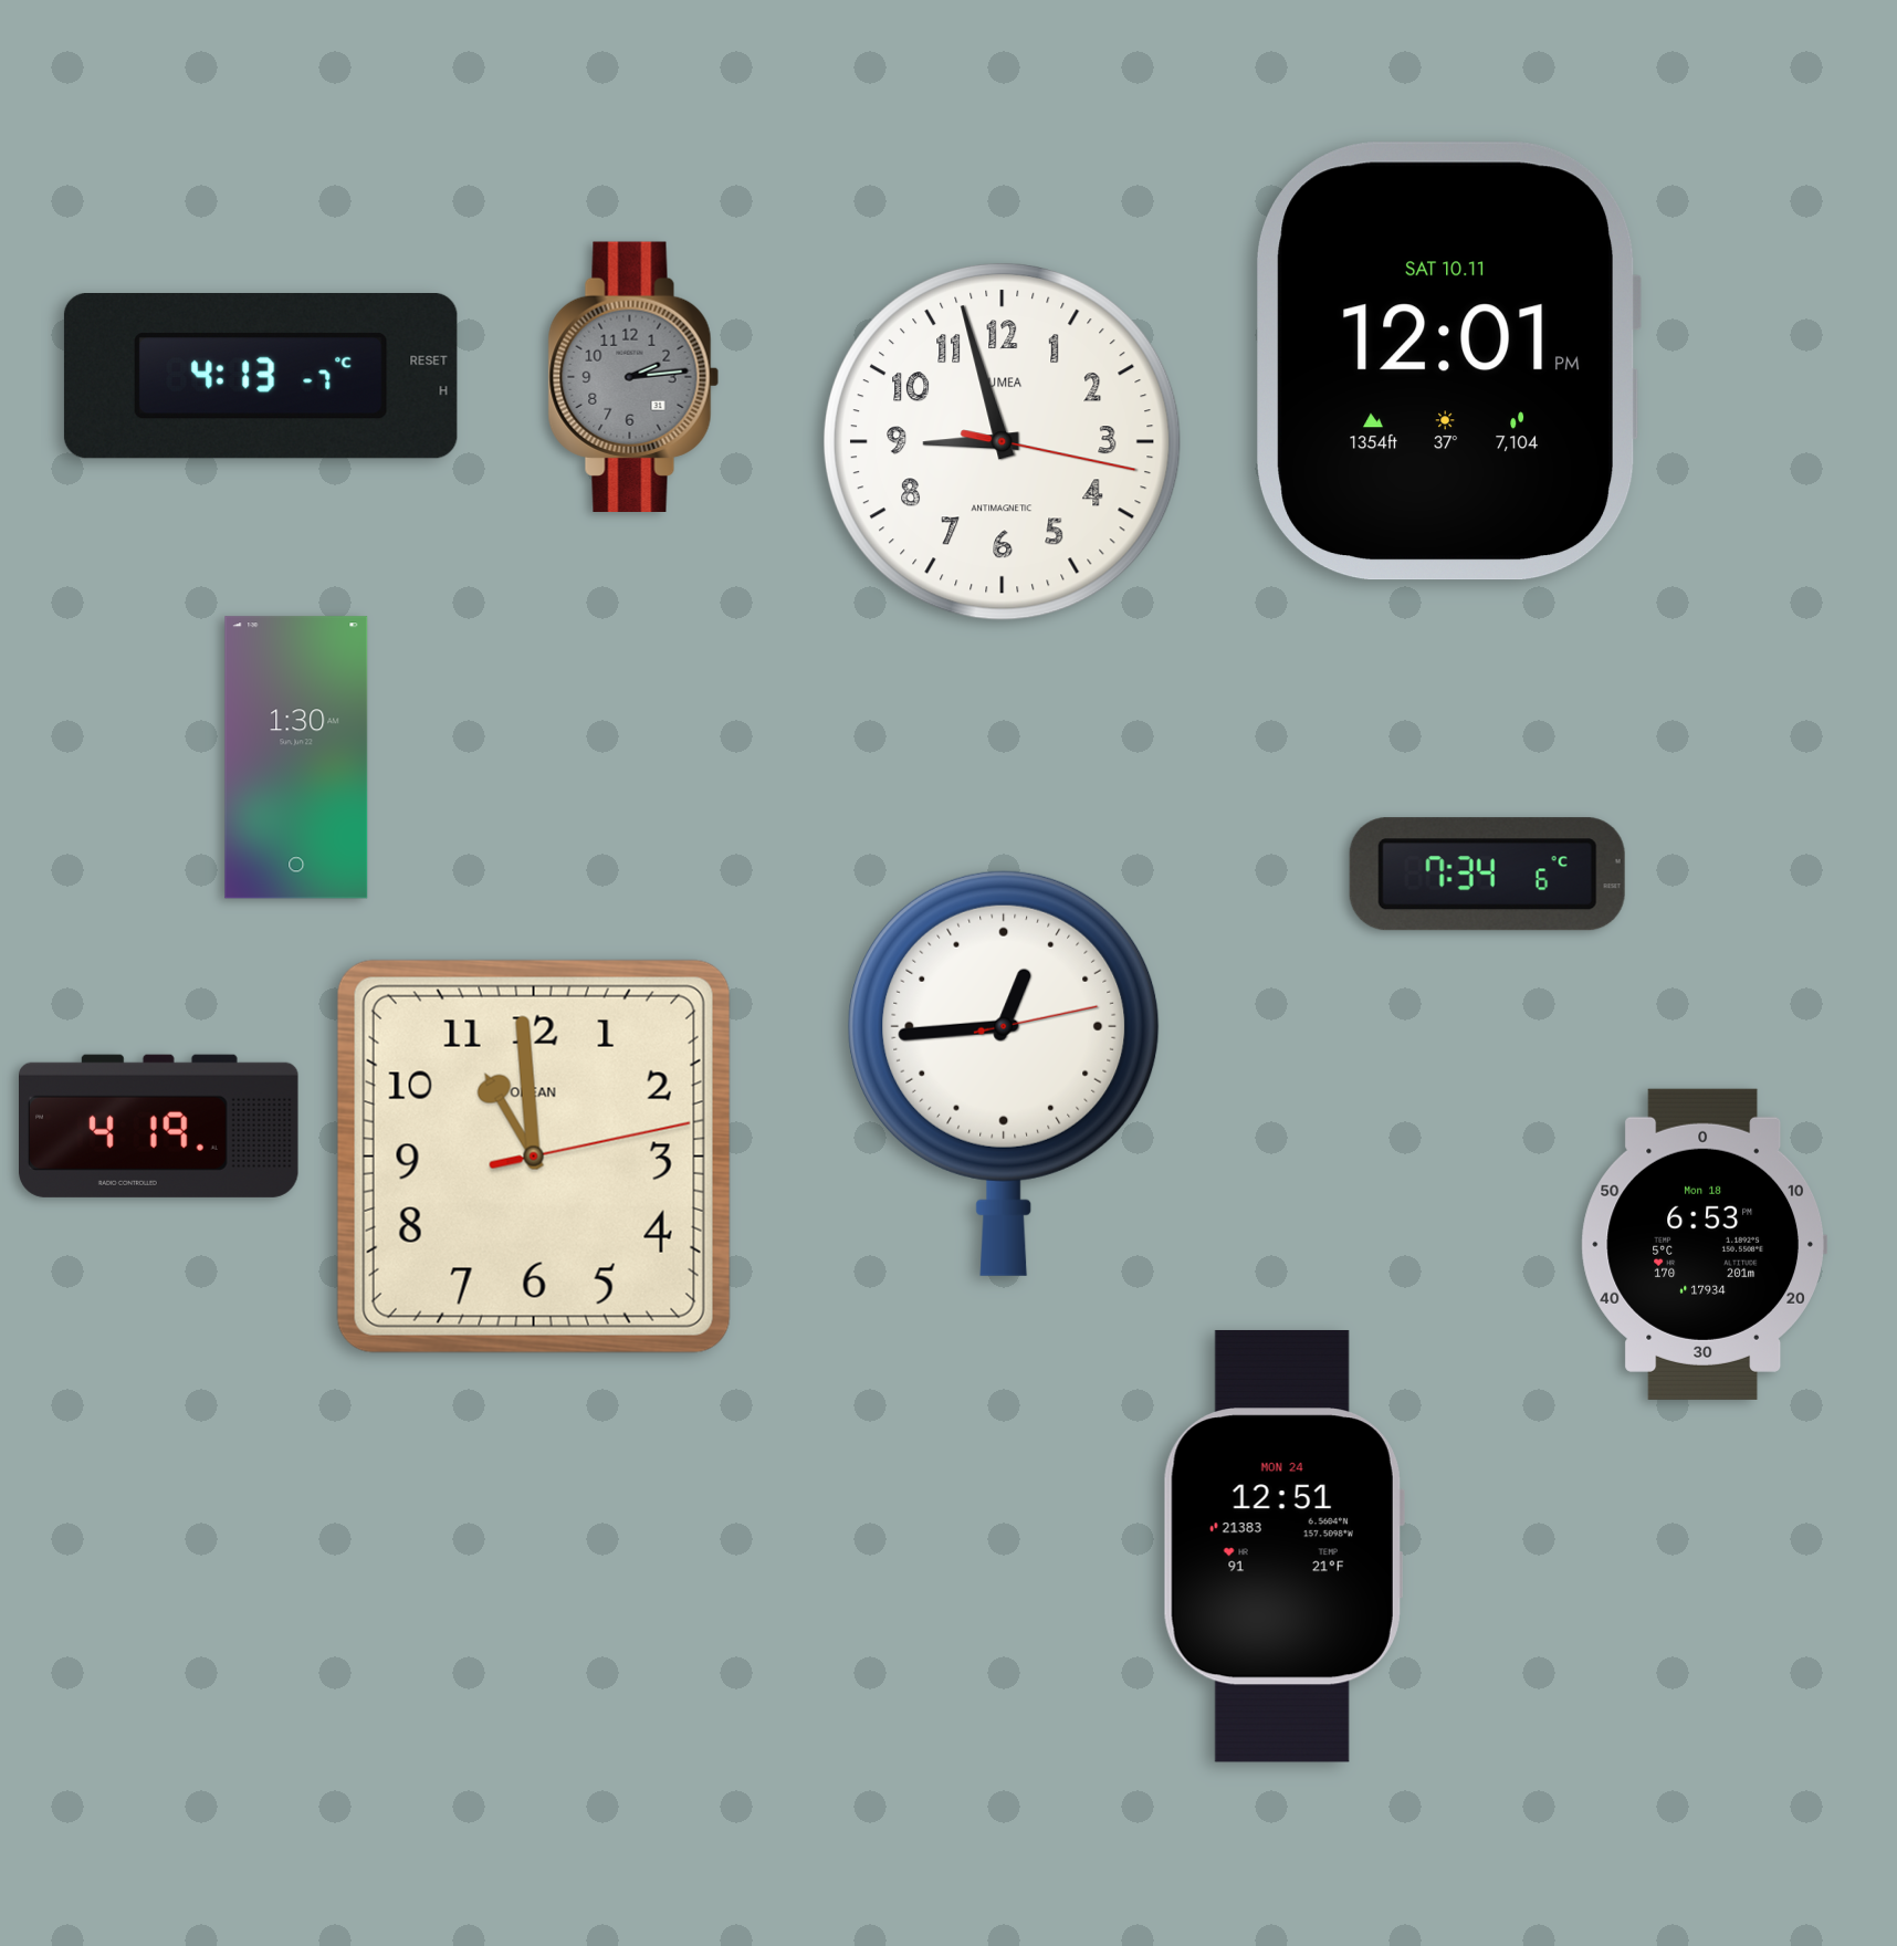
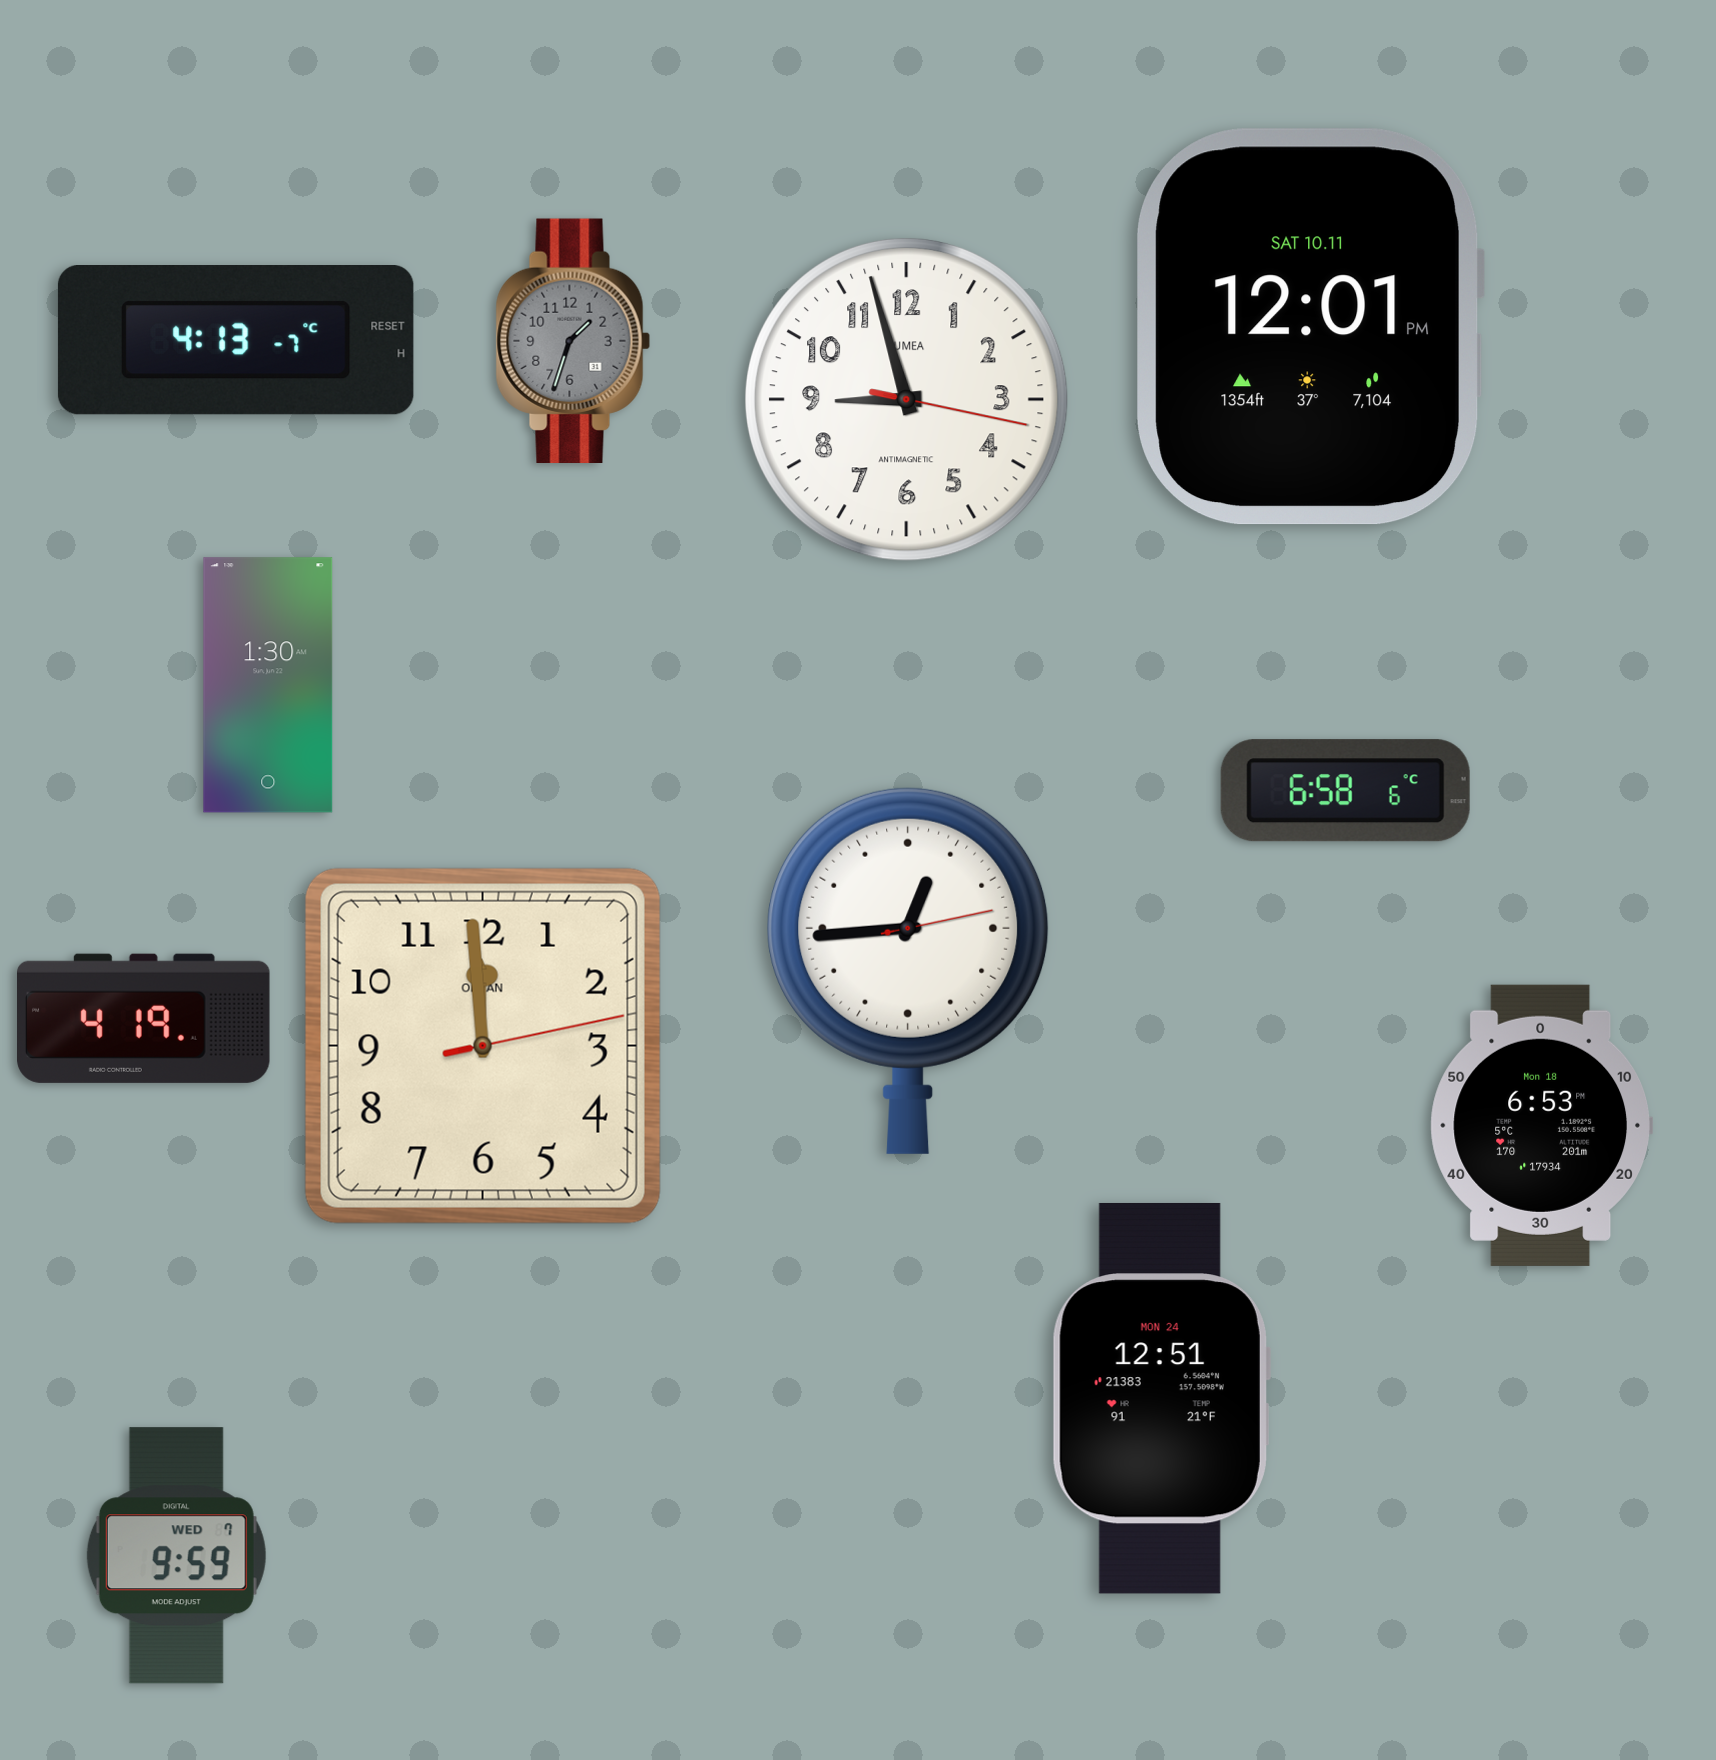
clock at (633, 376): 2:14 -> 1:33
clock at (1487, 875): 7:34 -> 6:58
clock at (534, 1157): 10:59 -> 11:59
clock at (176, 1556): none -> 9:59
